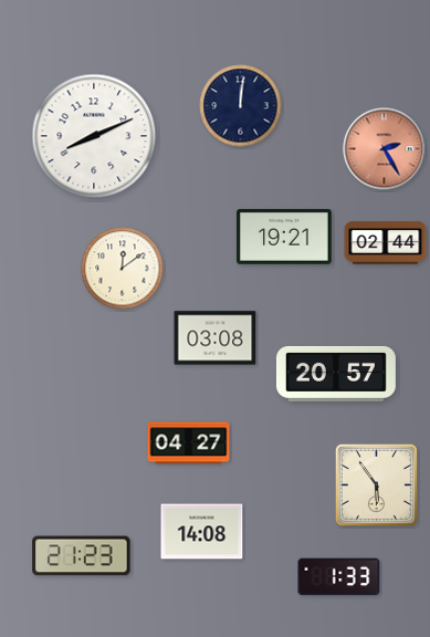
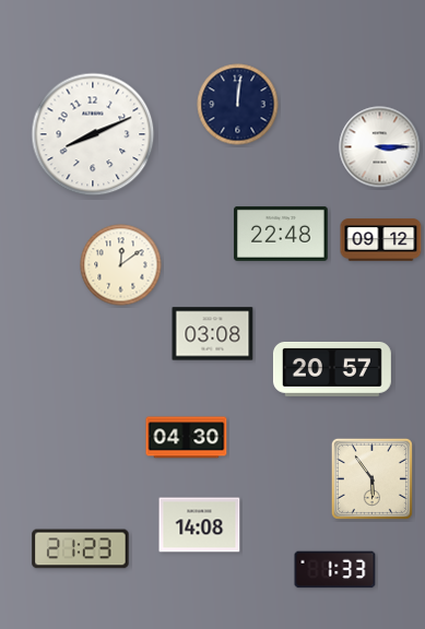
clock at (385, 149): 2:25 -> 3:15
clock at (385, 149) dial: salmon -> white
clock at (284, 237): 19:21 -> 22:48
clock at (386, 243): 02:44 -> 09:12
clock at (189, 443): 04:27 -> 04:30
